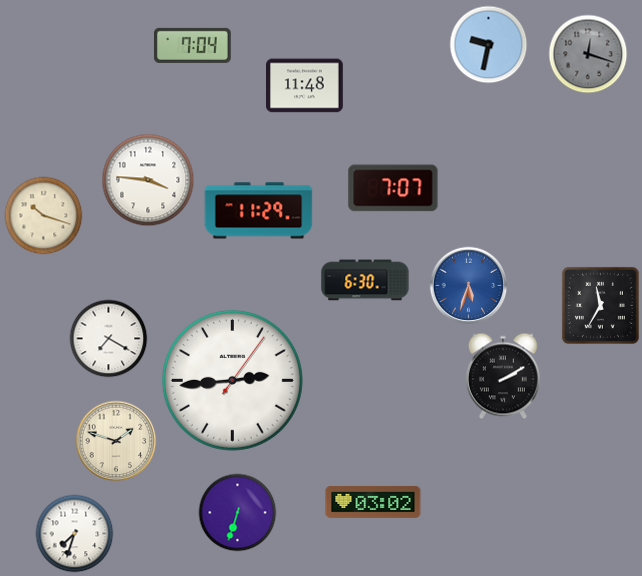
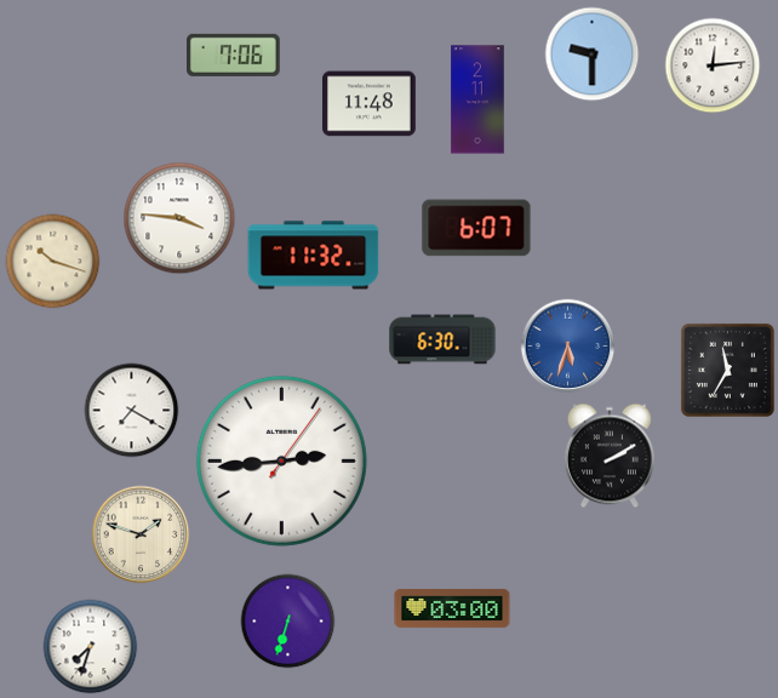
clock at (488, 44): 9:32 -> 9:30
clock at (193, 45): 7:04 -> 7:06
clock at (588, 54): 12:18 -> 12:14
clock at (588, 54) dial: grey -> white
clock at (477, 99): none -> 2:11
clock at (393, 188): 7:07 -> 6:07
clock at (259, 211): 11:29 -> 11:32
clock at (373, 502): 03:02 -> 03:00
